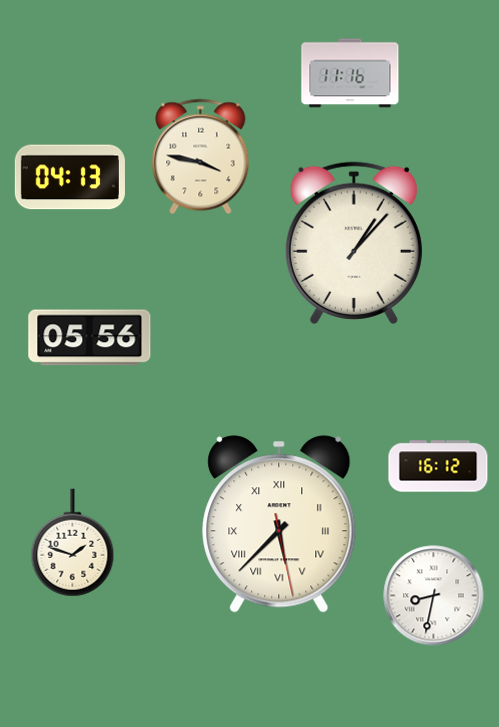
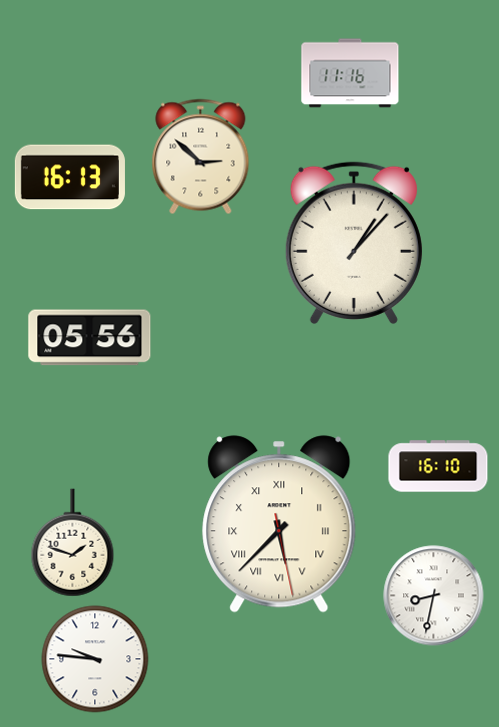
clock at (201, 157): 3:47 -> 2:52
clock at (70, 177): 04:13 -> 16:13
clock at (438, 466): 16:12 -> 16:10
clock at (95, 659): none -> 9:46
